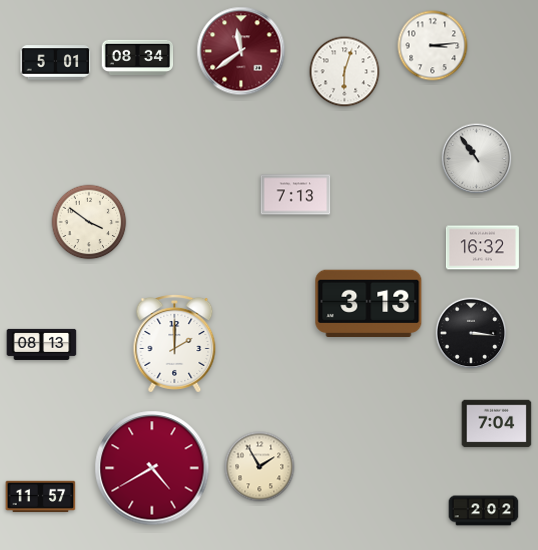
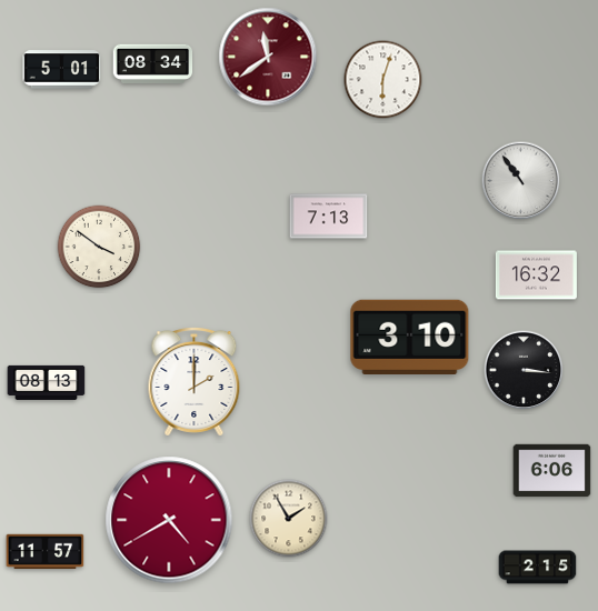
clock at (433, 46): 3:14 -> none
clock at (477, 159) position: (477, 159) -> (521, 181)
clock at (369, 303): 3:13 -> 3:10
clock at (497, 424): 7:04 -> 6:06
clock at (484, 511): 2:02 -> 2:15
